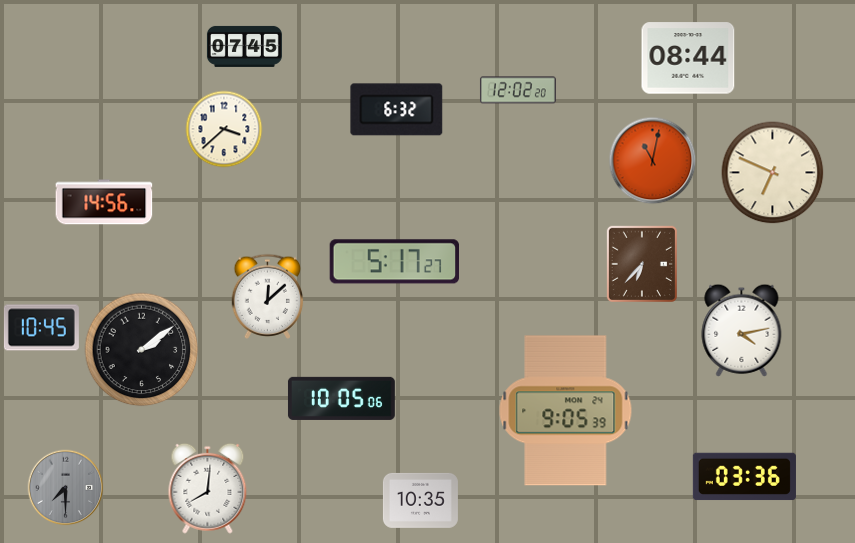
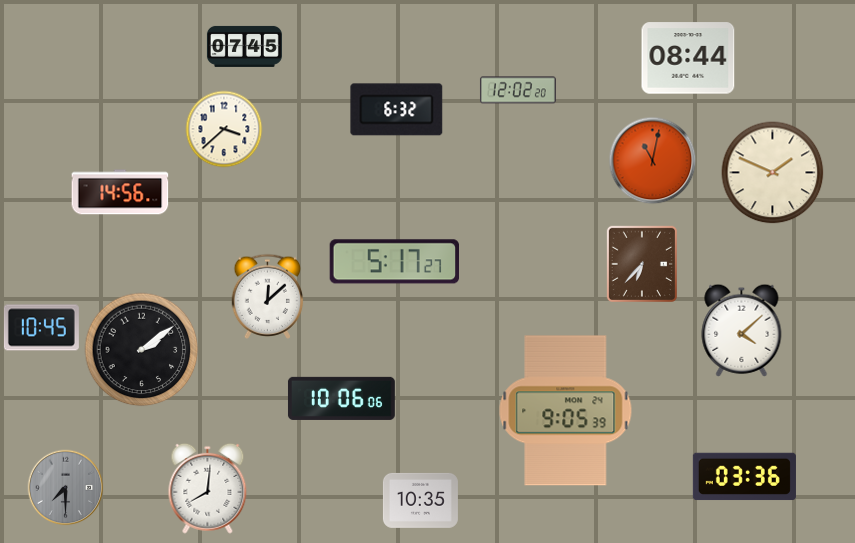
clock at (773, 173): 6:49 -> 1:49
clock at (104, 202) position: (104, 202) -> (120, 192)
clock at (742, 330): 4:13 -> 4:08
clock at (341, 398): 10:05 -> 10:06
